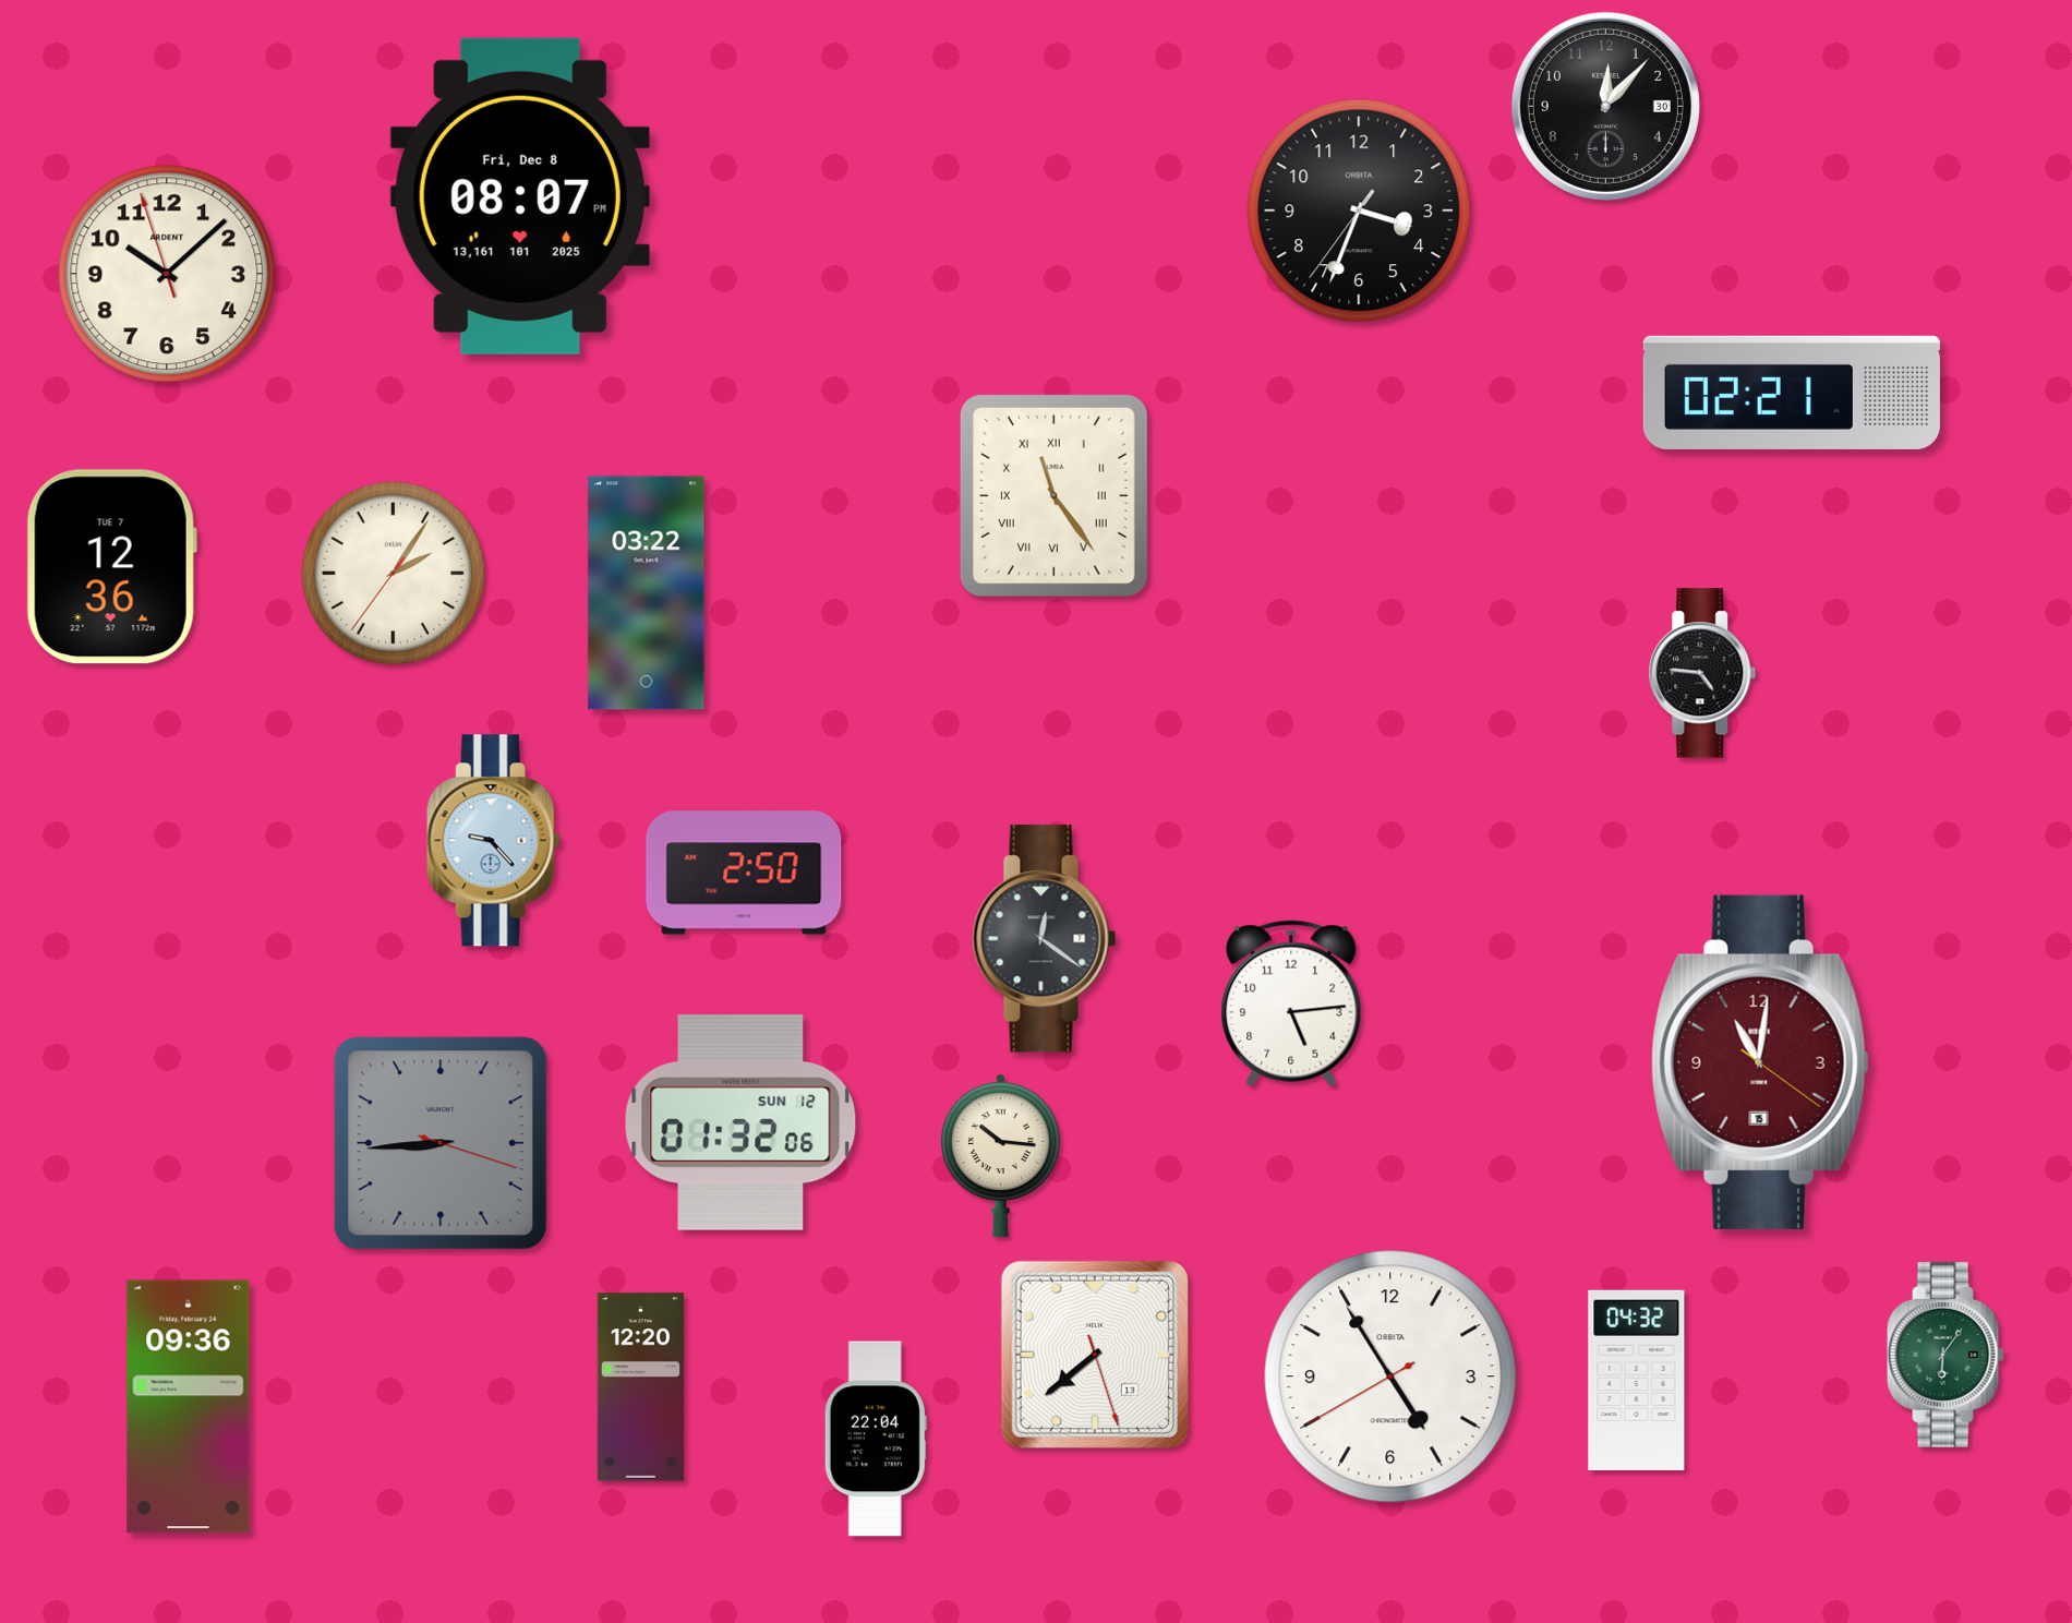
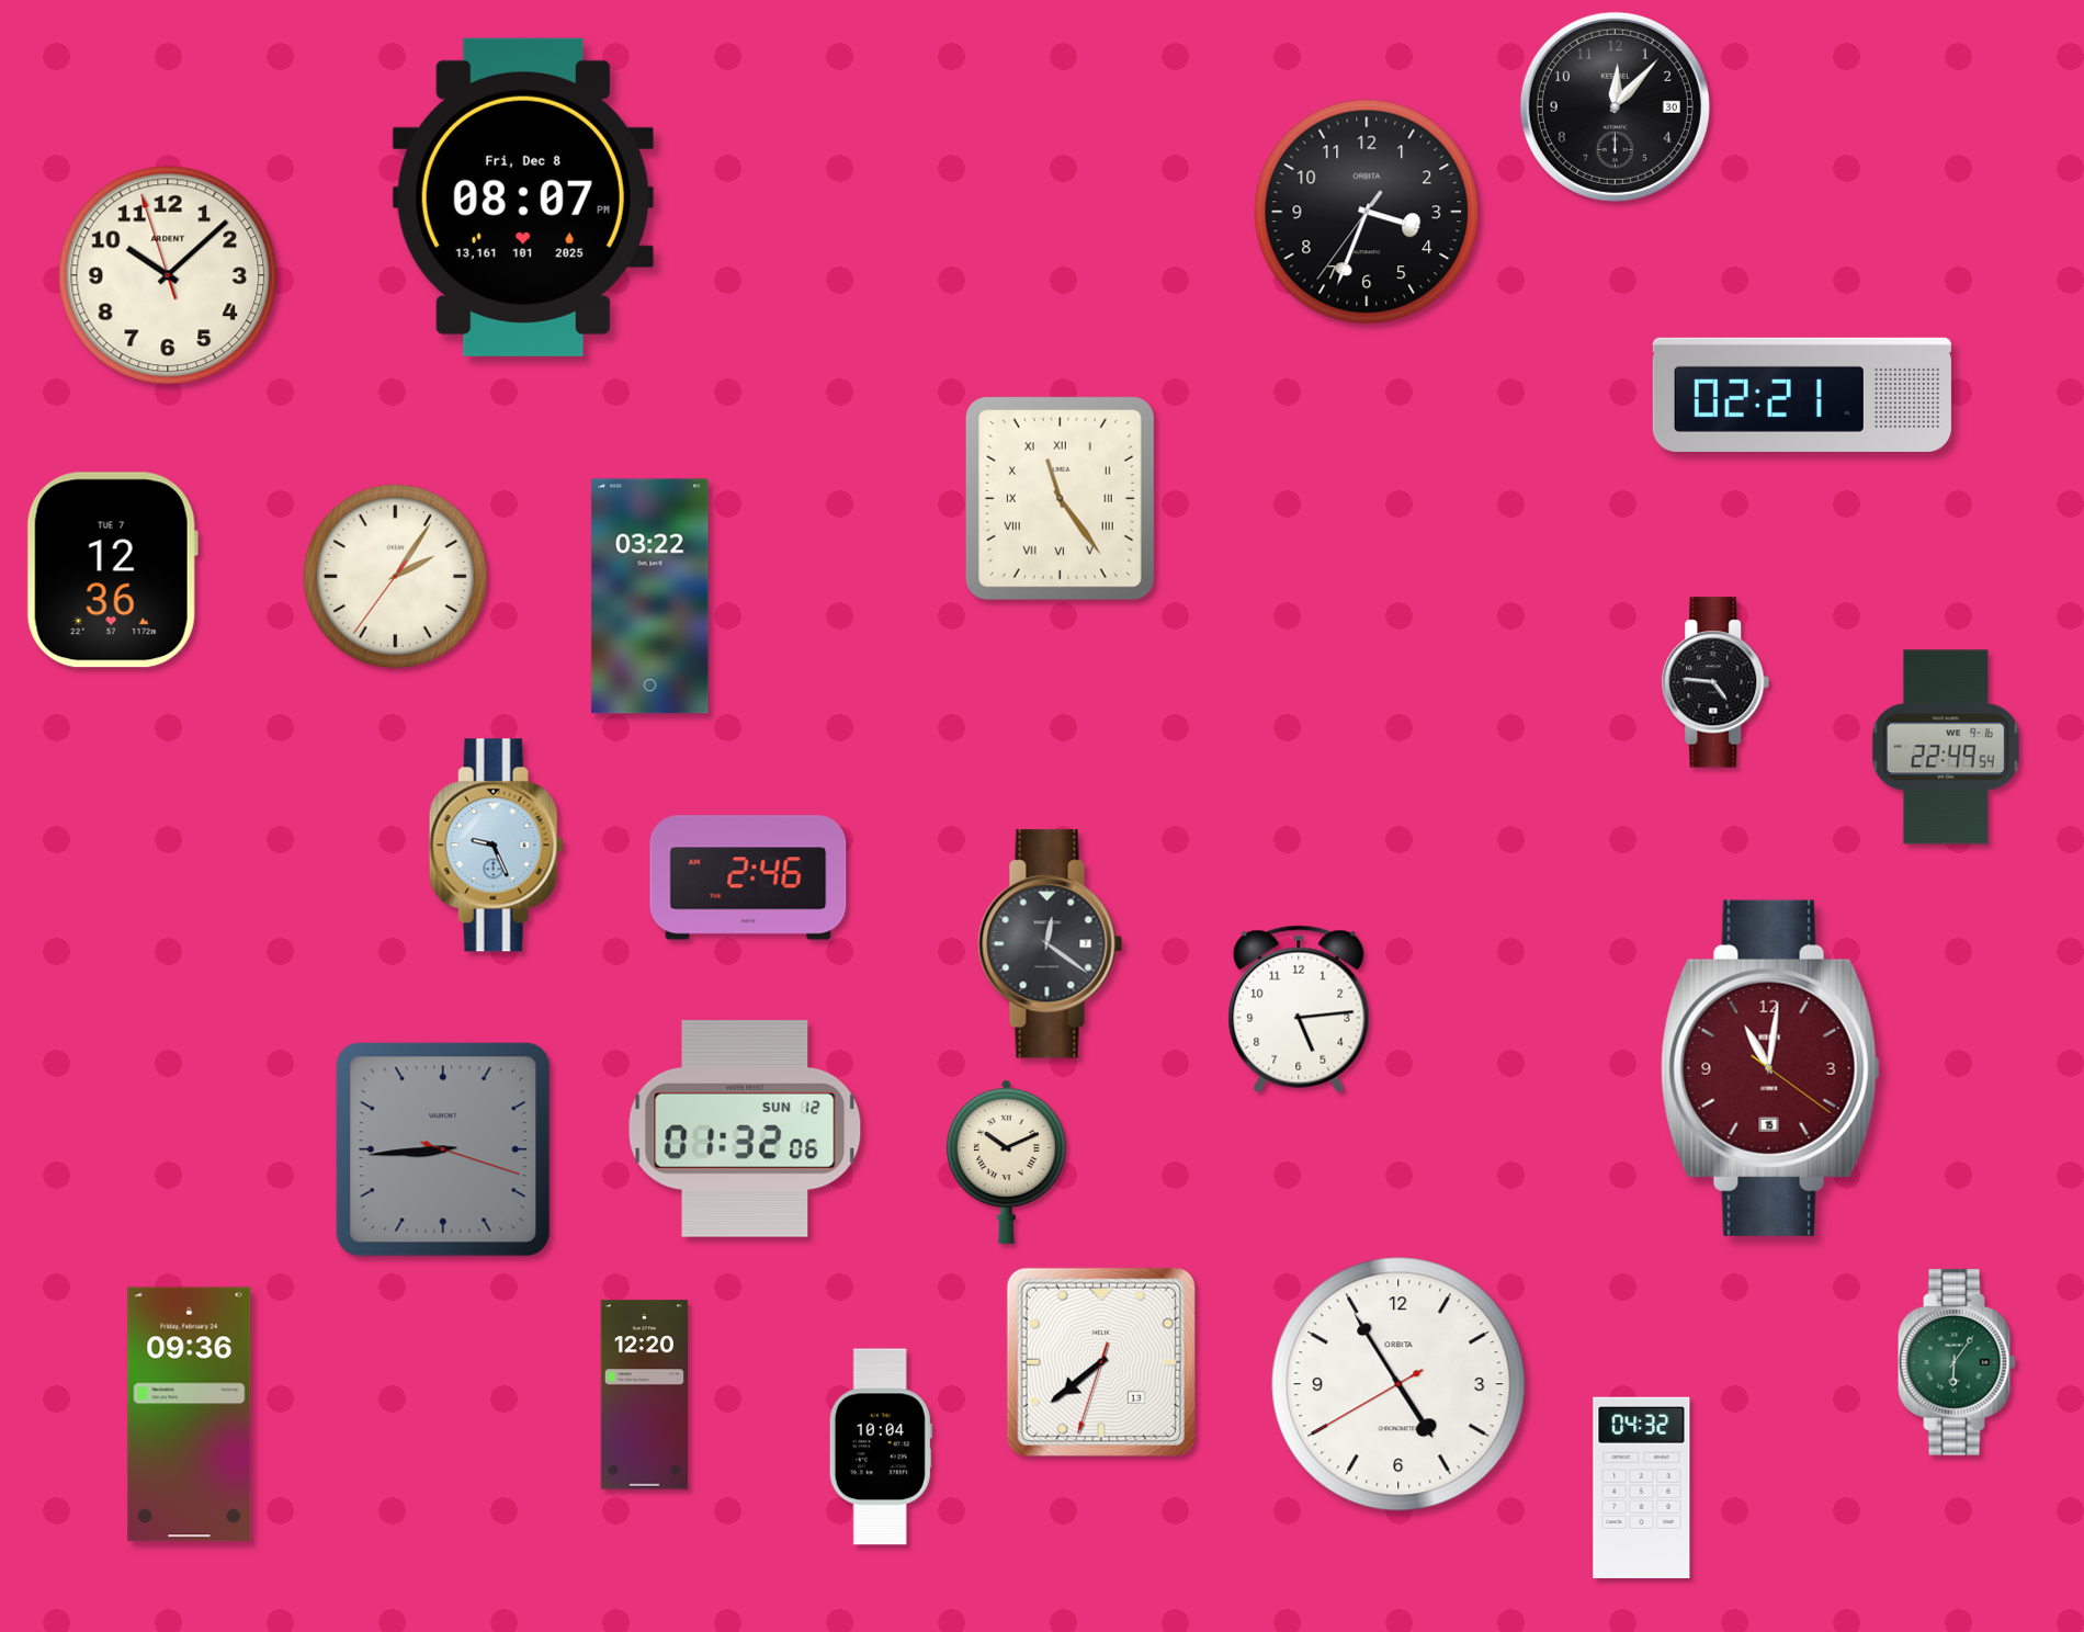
clock at (1702, 673) position: (1702, 673) -> (1715, 682)
clock at (1946, 747): none -> 22:49
clock at (493, 841): 9:23 -> 9:26
clock at (744, 873): 2:50 -> 2:46
clock at (1000, 1155): 10:16 -> 10:11
clock at (1095, 1355): 7:38:27 -> 7:38:33
clock at (1637, 1380) position: (1637, 1380) -> (1642, 1487)
clock at (876, 1439): 22:04 -> 10:04
